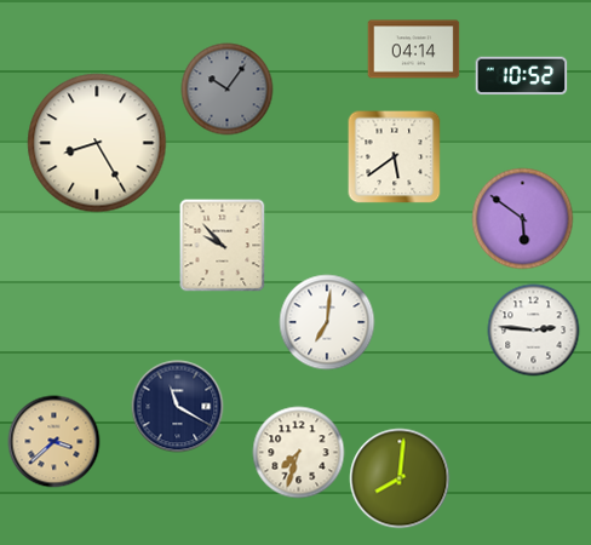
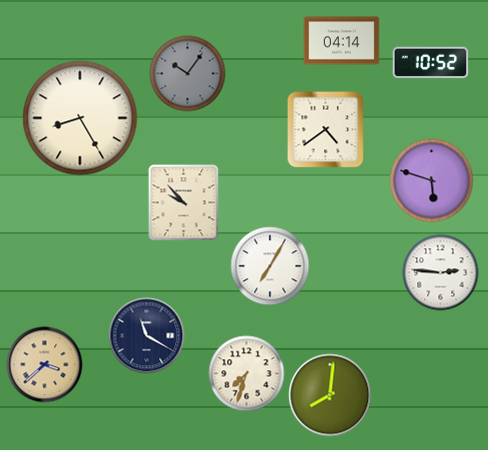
clock at (395, 157): 5:39 -> 4:39
clock at (523, 219): 5:51 -> 5:48
clock at (327, 322): 7:01 -> 7:05
